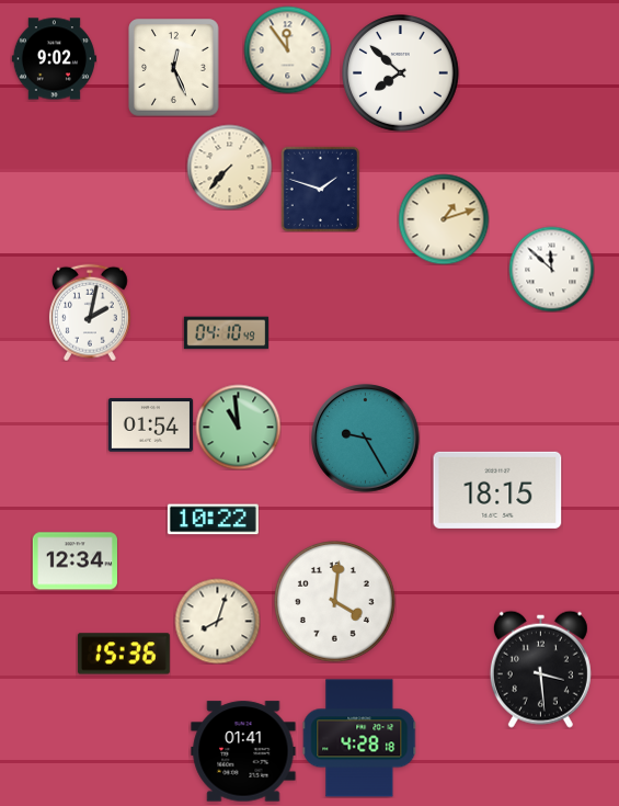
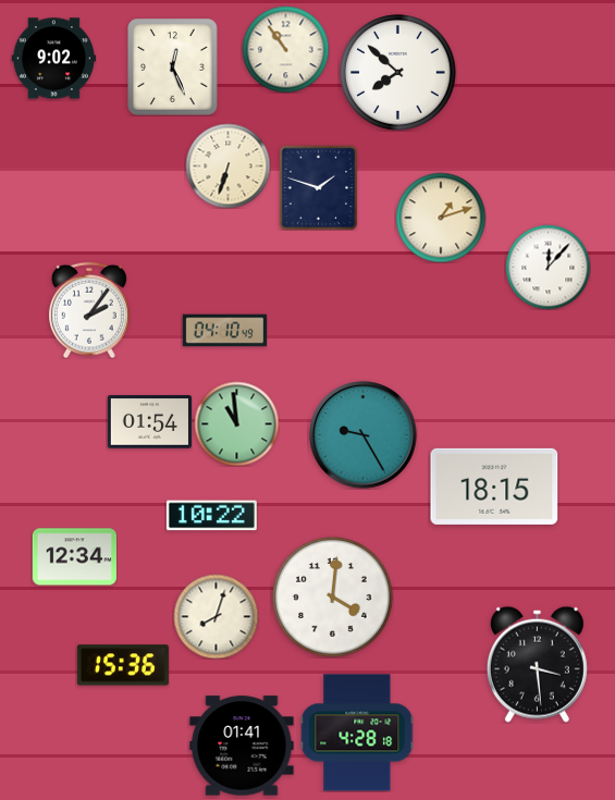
clock at (287, 49): 11:54 -> 10:54
clock at (229, 167): 7:37 -> 6:33
clock at (551, 269): 11:52 -> 12:07
clock at (90, 313): 2:02 -> 2:06
clock at (124, 654) position: (124, 654) -> (123, 665)
